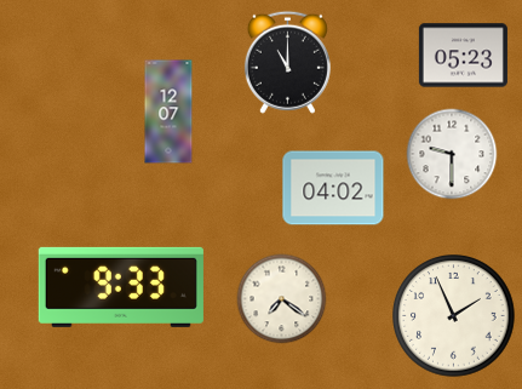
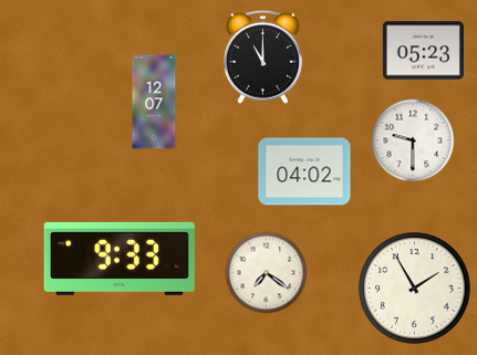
clock at (121, 287) position: (121, 287) -> (120, 259)
clock at (282, 299) position: (282, 299) -> (267, 273)
clock at (454, 316): 1:56 -> 1:55
